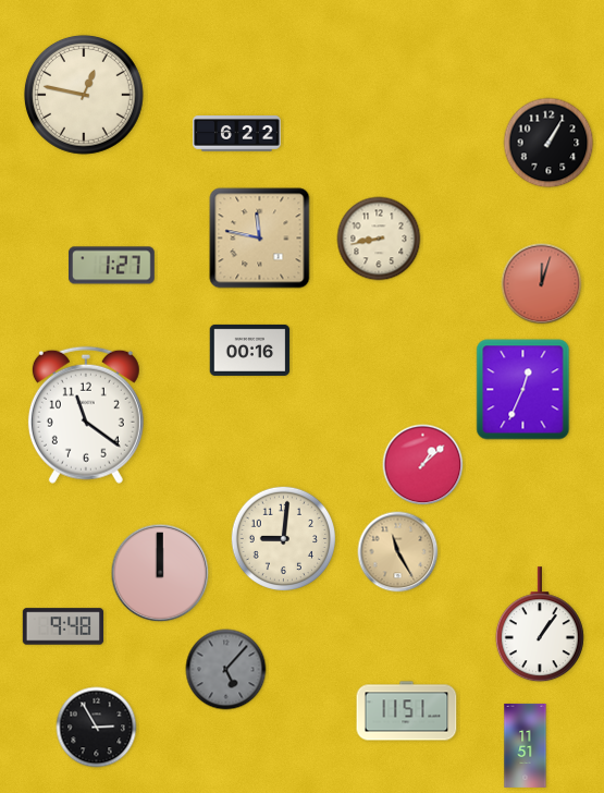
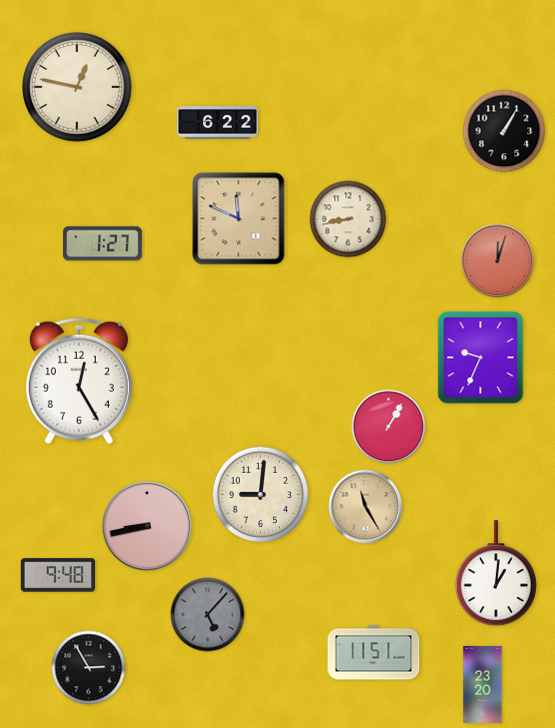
clock at (260, 239): 11:47 -> 11:49
clock at (250, 350): 00:16 -> none
clock at (523, 390): 12:34 -> 9:34
clock at (86, 415): 11:21 -> 12:25
clock at (423, 465): 1:08 -> 1:05
clock at (160, 573): 12:00 -> 8:43
clock at (540, 625): 1:06 -> 1:01
clock at (526, 745): 11:51 -> 23:20
